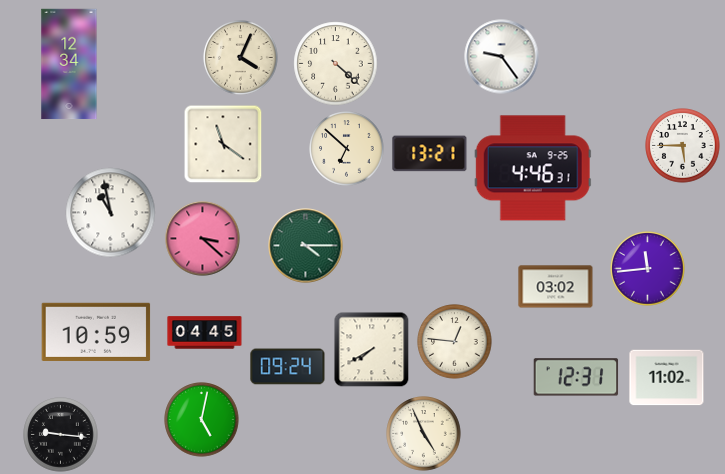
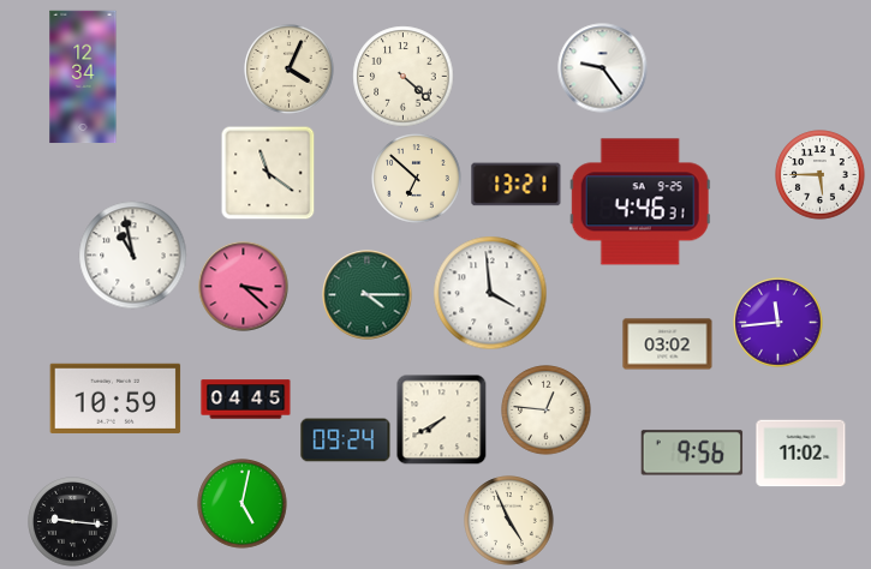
clock at (490, 293): none -> 3:59
clock at (372, 350) position: (372, 350) -> (442, 420)
clock at (576, 377): 12:31 -> 9:56
